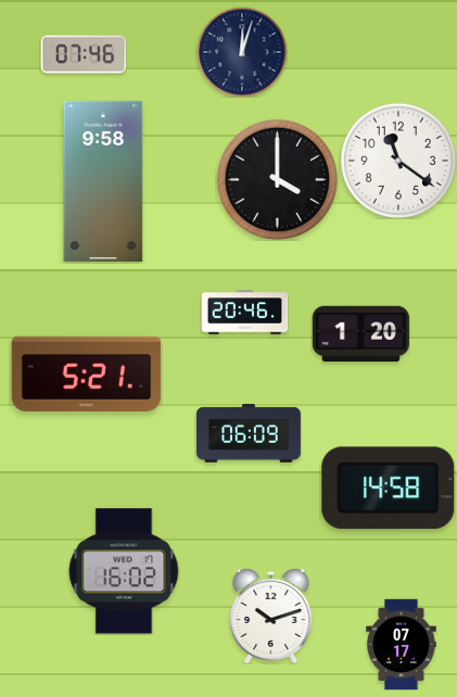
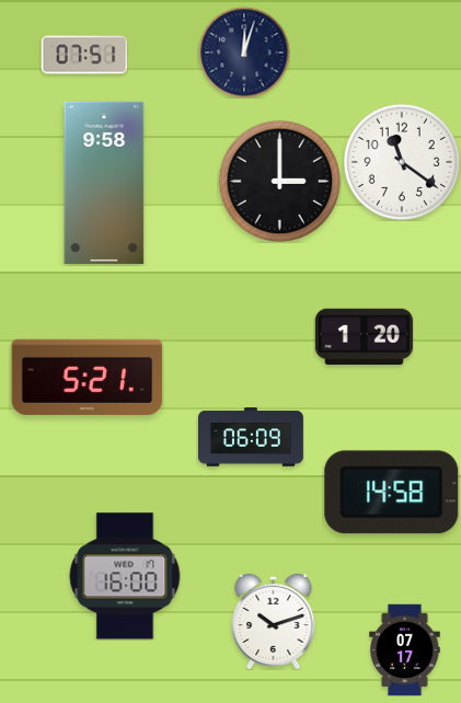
clock at (84, 54): 07:46 -> 07:51
clock at (277, 179): 4:00 -> 3:00
clock at (244, 313): 20:46 -> none
clock at (124, 571): 16:02 -> 16:00
